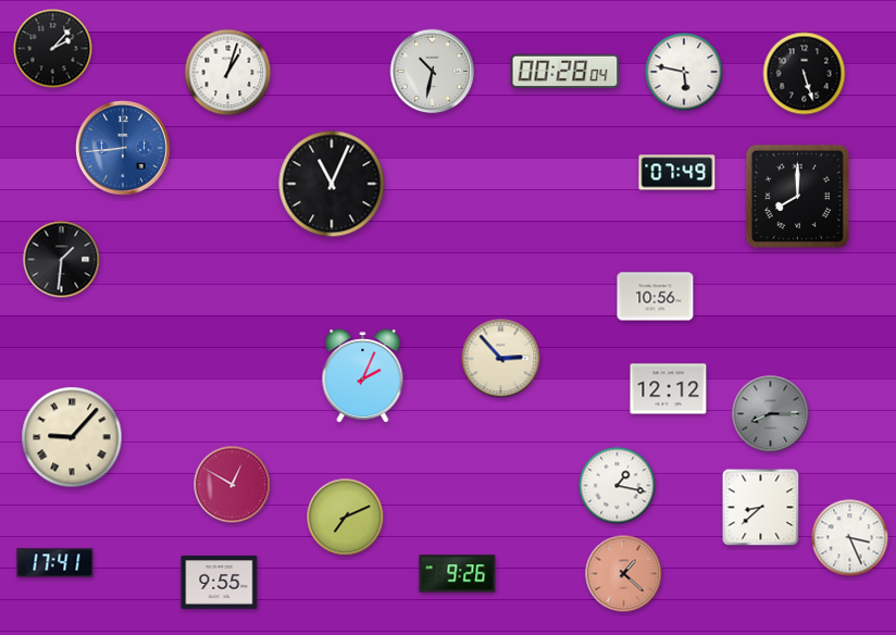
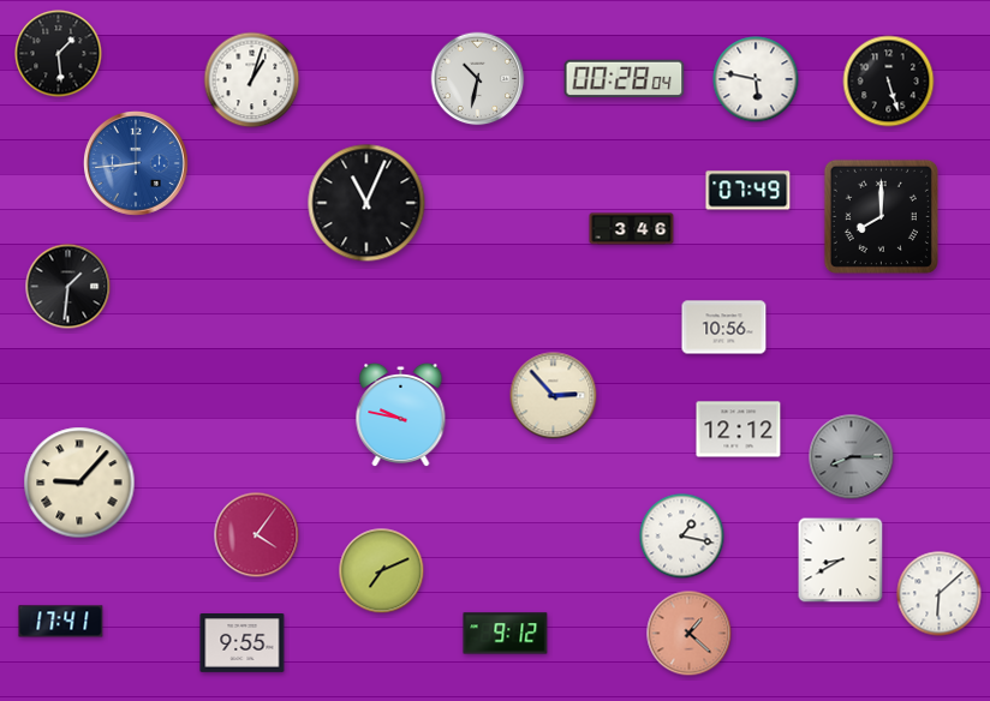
clock at (53, 49): 2:07 -> 1:29
clock at (632, 229): none -> 3:46
clock at (363, 376): 2:04 -> 9:47
clock at (233, 485): 12:50 -> 4:06
clock at (761, 508): 8:38 -> 8:40
clock at (850, 538): 3:26 -> 6:08
clock at (458, 574): 9:26 -> 9:12
